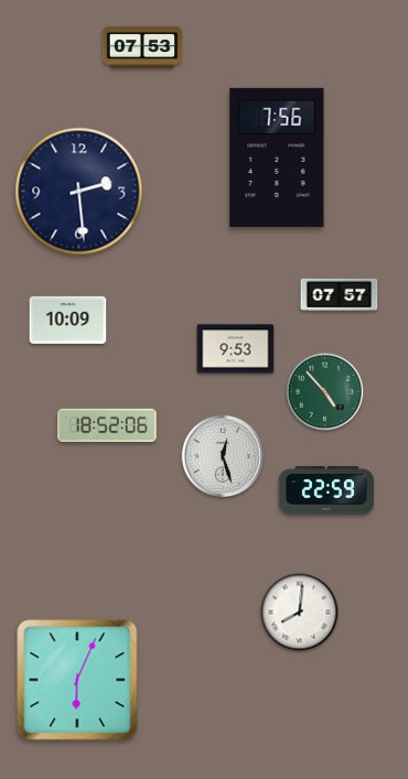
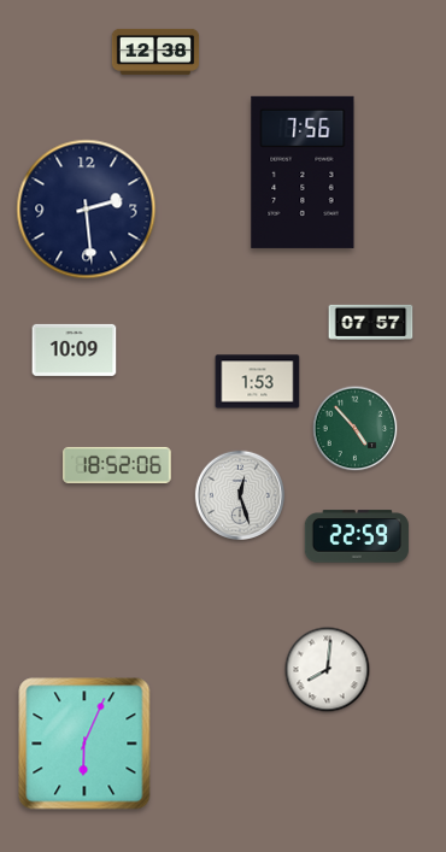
clock at (142, 47): 07:53 -> 12:38
clock at (236, 349): 9:53 -> 1:53
clock at (223, 456) position: (223, 456) -> (240, 495)
